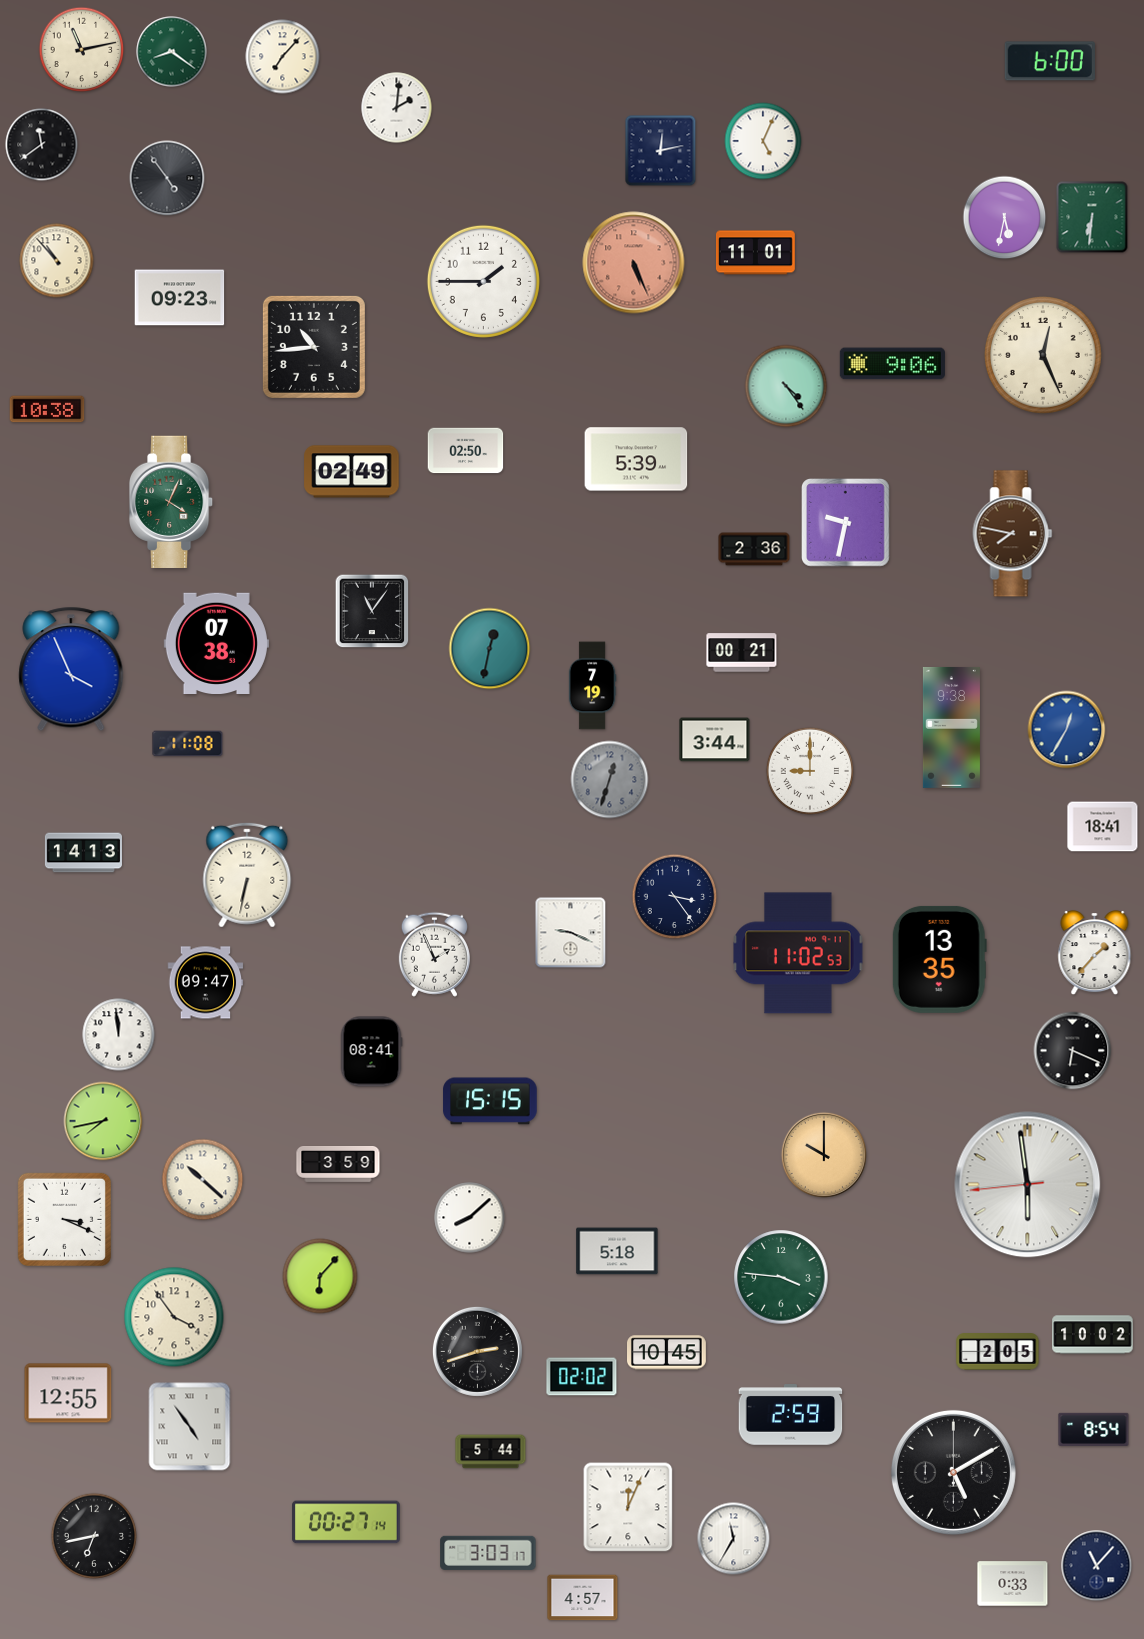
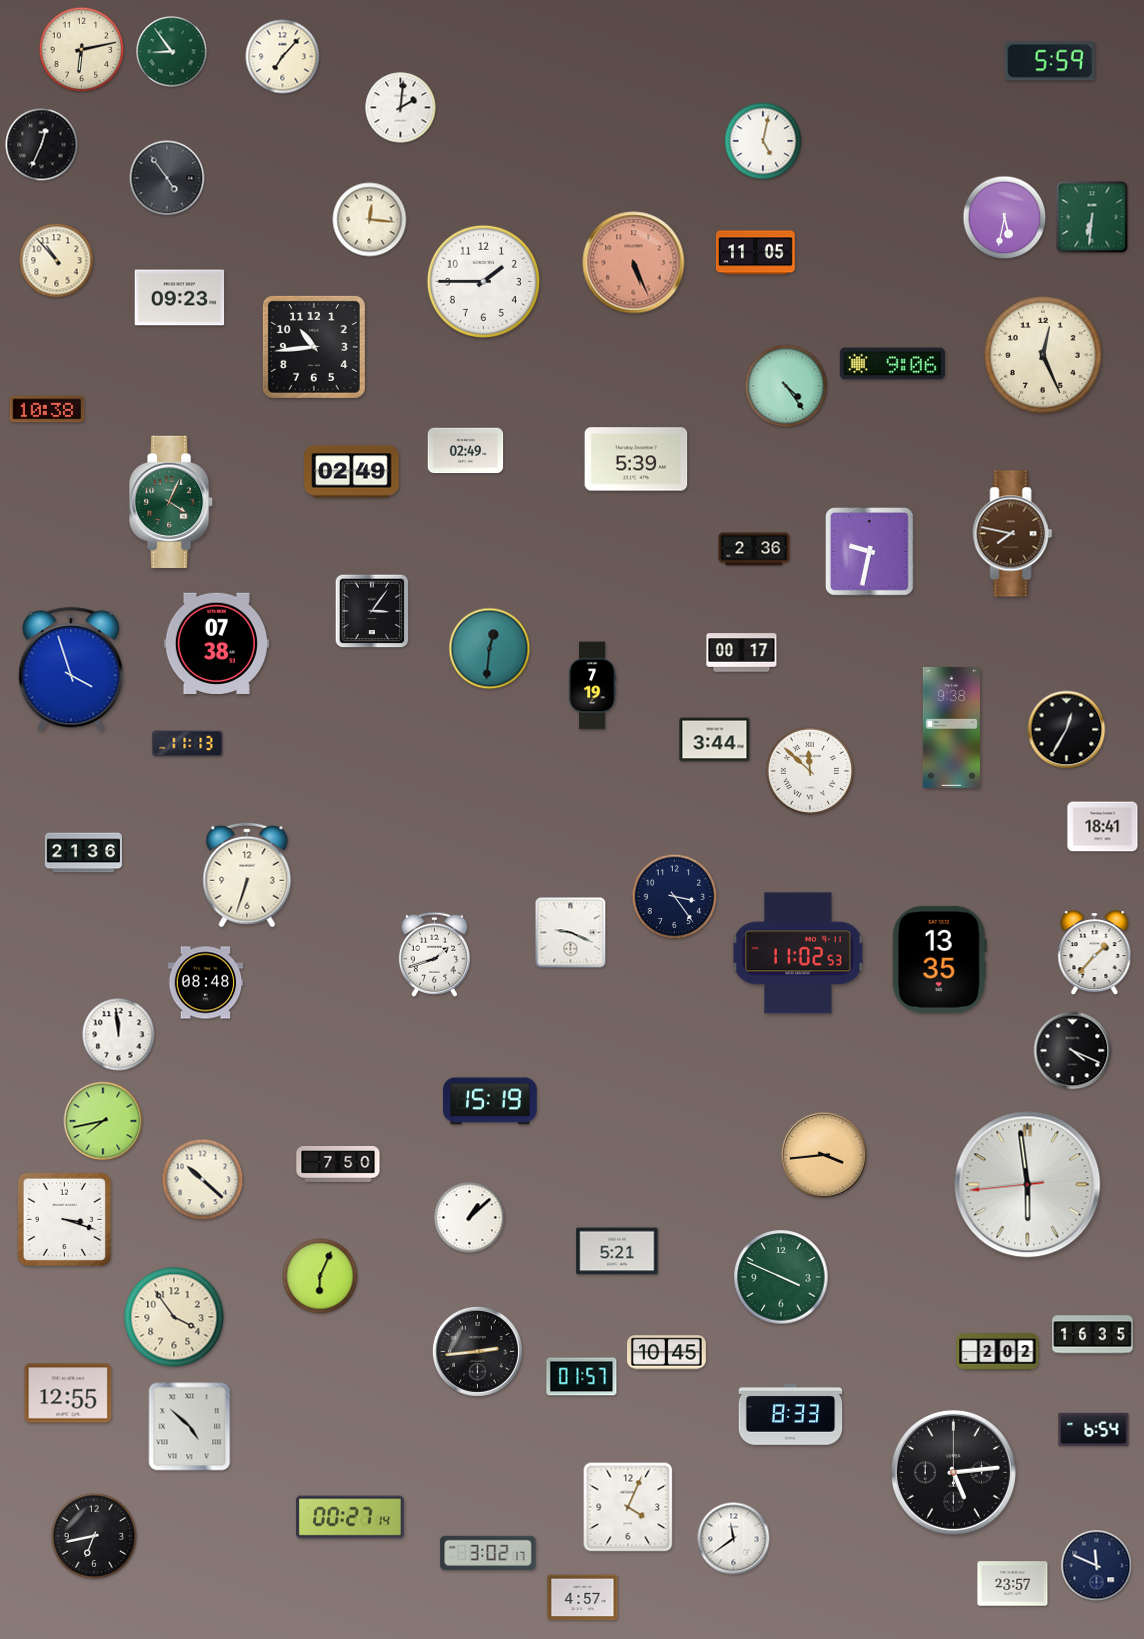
clock at (82, 50): 11:13 -> 6:13
clock at (172, 52): 8:21 -> 8:54
clock at (1050, 61): 6:00 -> 5:59
clock at (397, 108) position: (397, 108) -> (401, 108)
clock at (763, 141): 5:04 -> 5:02
clock at (42, 145): 11:39 -> 12:34
clock at (661, 151): 12:13 -> none
clock at (370, 220): none -> 12:16
clock at (756, 253): 11:01 -> 11:05
clock at (466, 451): 02:50 -> 02:49
clock at (846, 523) position: (846, 523) -> (870, 552)
clock at (372, 611): 11:06 -> 3:06
clock at (490, 649): 12:32 -> 12:31
clock at (742, 653): 00:21 -> 00:17
clock at (71, 669): 3:56 -> 3:57
clock at (1067, 730) dial: blue -> black
clock at (188, 744): 11:08 -> 11:13
clock at (810, 771): 9:00 -> 11:52
clock at (610, 780): 12:33 -> none
clock at (83, 853): 14:13 -> 21:36
clock at (247, 875): 6:32 -> 6:33
clock at (434, 954): 1:56 -> 1:42
clock at (206, 983): 09:47 -> 08:48
clock at (1073, 1051): 6:19 -> 4:19
clock at (371, 1052): 08:41 -> none
clock at (490, 1101): 15:15 -> 15:19
clock at (823, 1154): 10:00 -> 3:44
clock at (338, 1165): 3:59 -> 7:50
clock at (470, 1218): 8:08 -> 1:08
clock at (64, 1219): 3:19 -> 3:18
clock at (617, 1251): 5:18 -> 5:21
clock at (320, 1276): 6:07 -> 6:04
clock at (781, 1277): 3:46 -> 3:49
clock at (1093, 1335): 10:02 -> 16:35
clock at (477, 1351): 2:42 -> 2:44
clock at (998, 1352): 2:05 -> 2:02
clock at (582, 1377): 02:02 -> 01:57
clock at (791, 1415): 2:59 -> 8:33
clock at (190, 1427): 4:54 -> 4:52
clock at (1094, 1429): 8:54 -> 6:54
clock at (491, 1452): 5:44 -> none
clock at (953, 1472): 5:10 -> 5:14
clock at (628, 1507): 12:04 -> 4:04
clock at (346, 1522) position: (346, 1522) -> (350, 1517)
clock at (734, 1539): 11:35 -> 11:39
clock at (488, 1553): 3:03 -> 3:02
clock at (1097, 1566): 11:07 -> 11:49
clock at (1013, 1584): 0:33 -> 23:57
